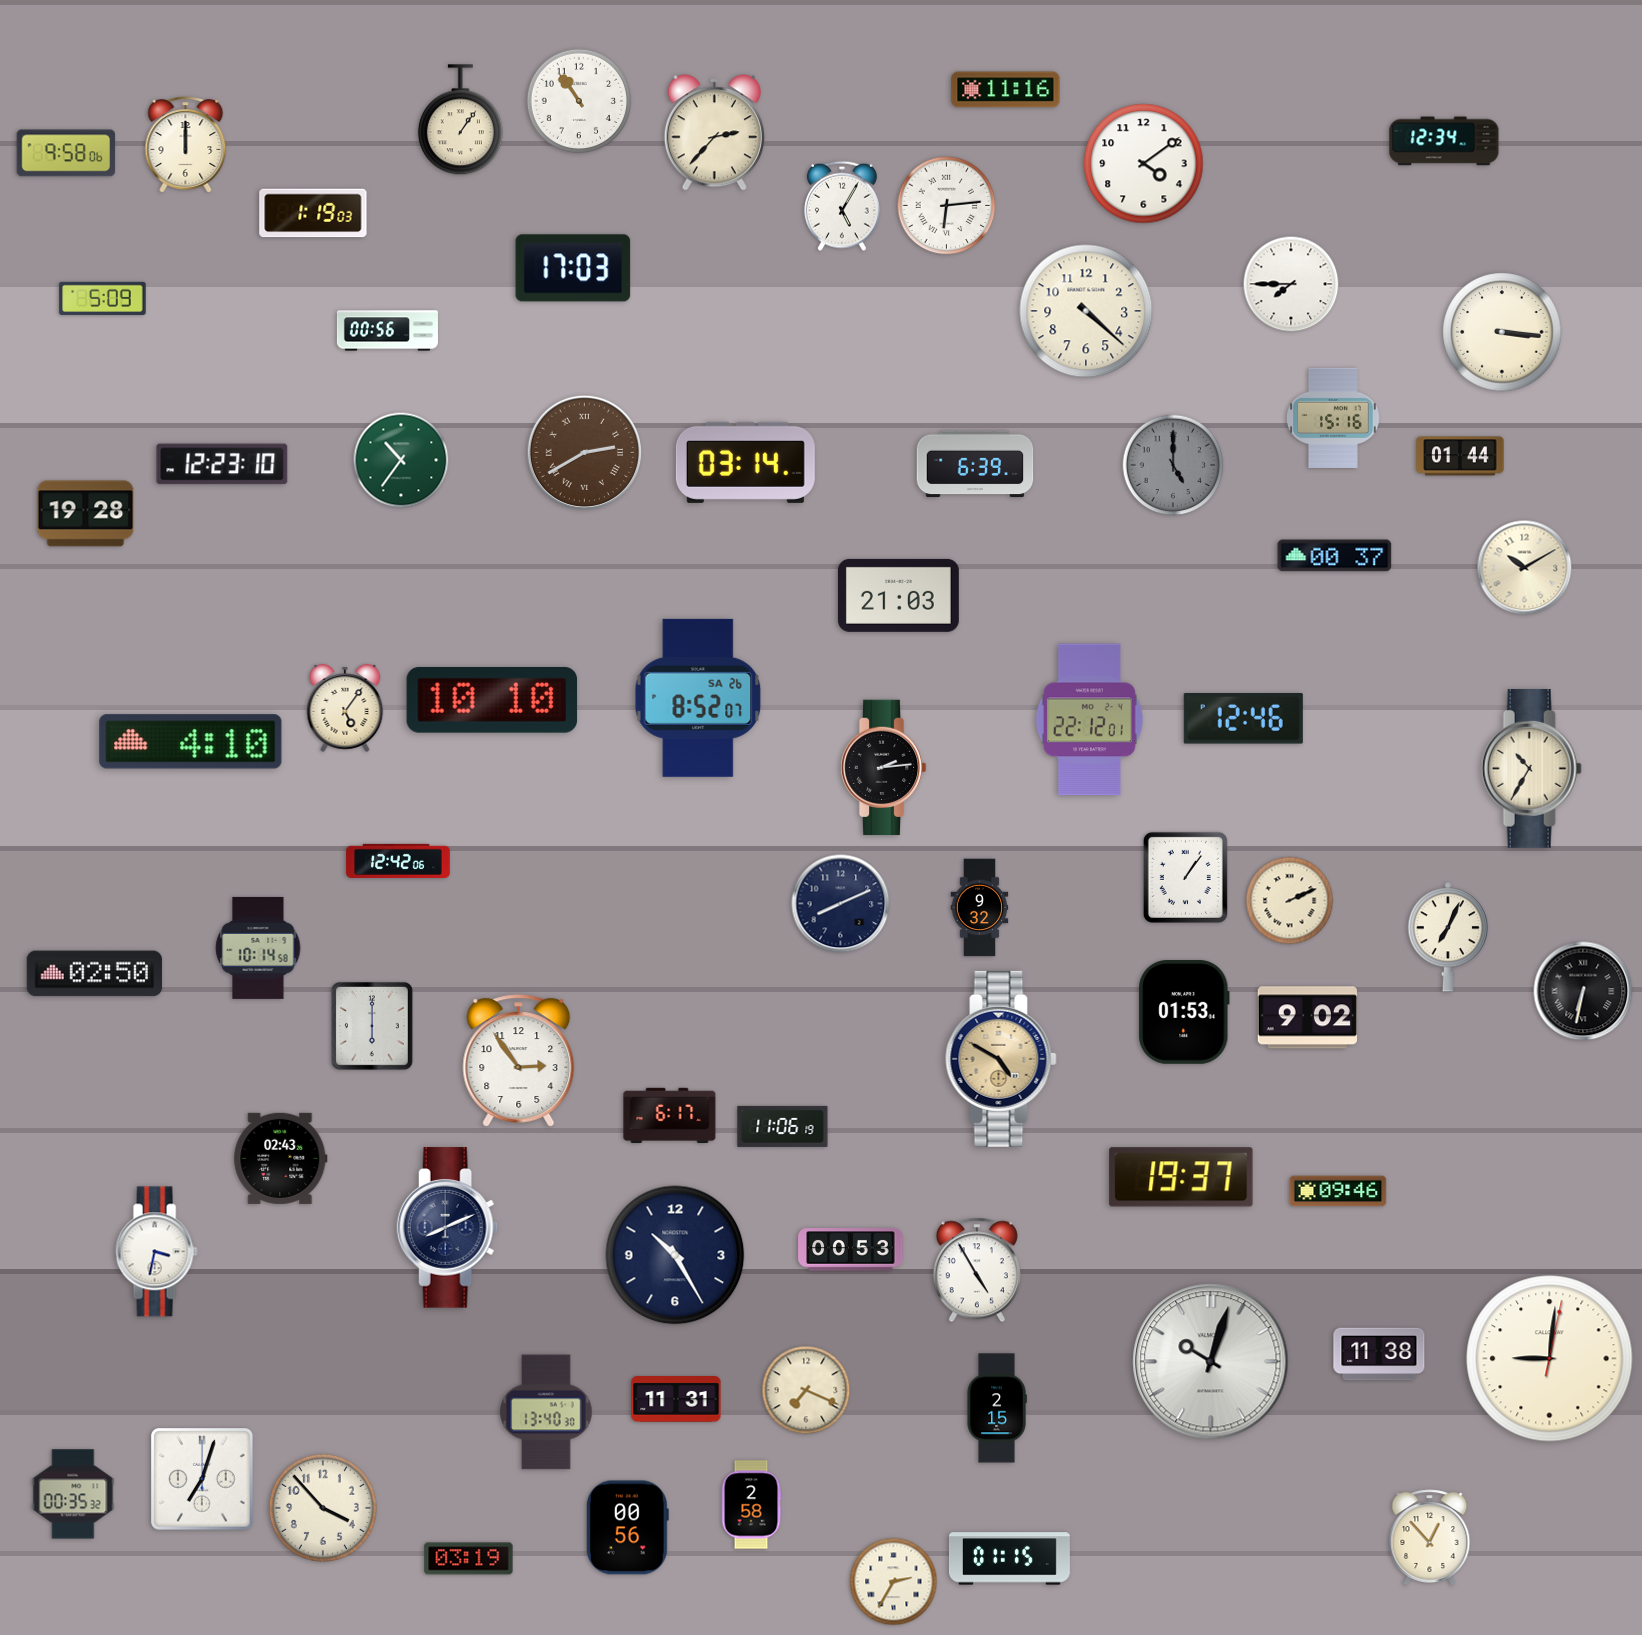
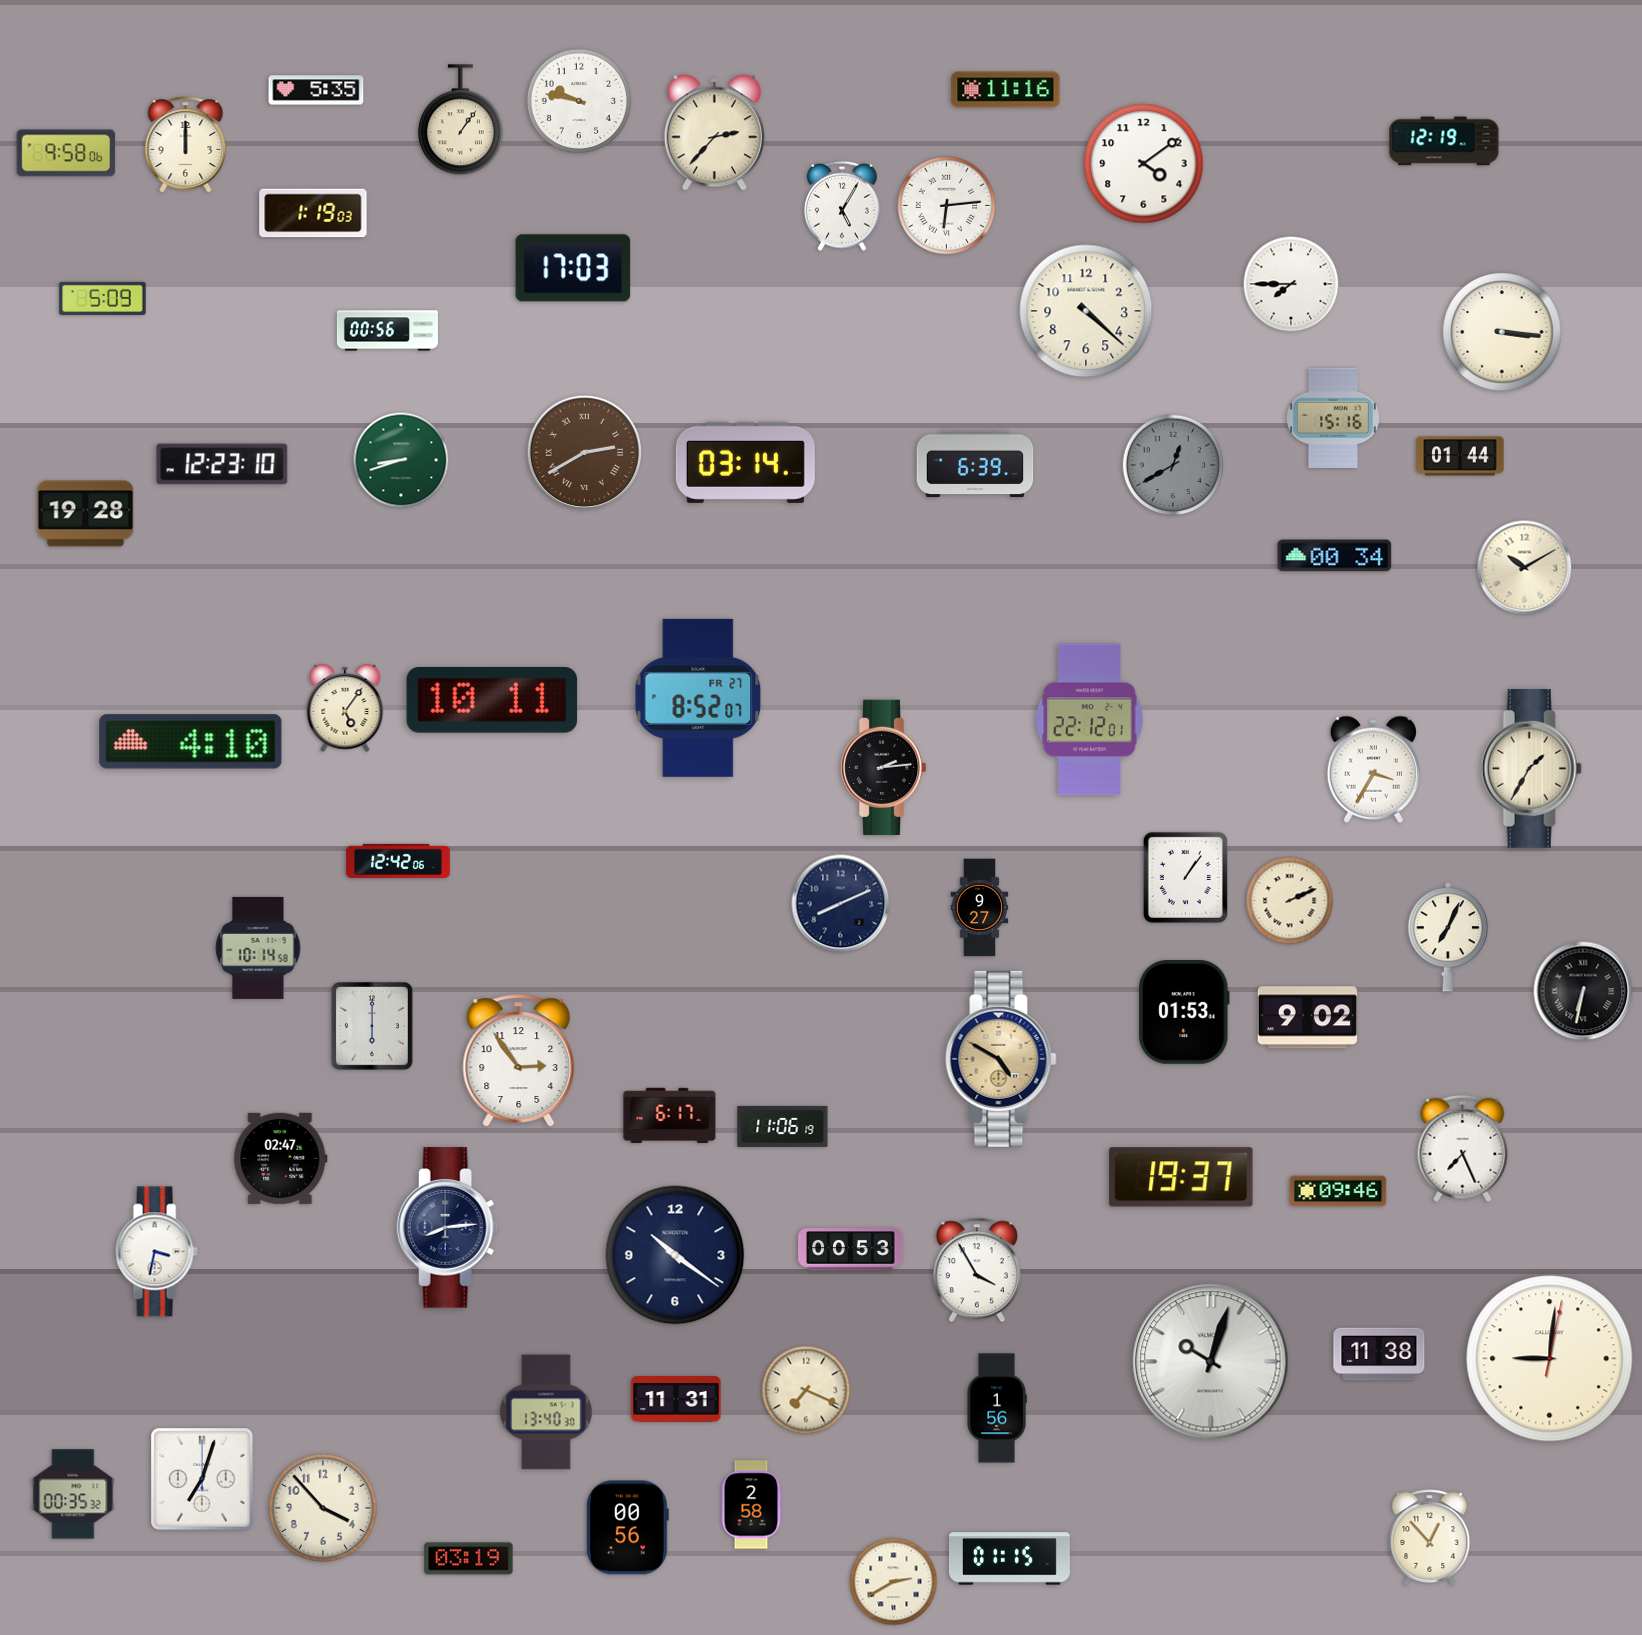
clock at (316, 90): none -> 5:35
clock at (578, 100): 10:54 -> 9:47
clock at (1444, 141): 12:34 -> 12:19
clock at (401, 460): 10:36 -> 8:42
clock at (1173, 465): 5:00 -> 12:40
clock at (1335, 556): 00:37 -> 00:34
clock at (898, 595): 21:03 -> none
clock at (698, 698) date: SA 26 -> FR 27
clock at (492, 700): 10:10 -> 10:11
clock at (1243, 719): 12:46 -> none
clock at (1531, 768): 10:35 -> 1:35
clock at (1373, 769): none -> 3:35
clock at (980, 908): 9:32 -> 9:27
clock at (95, 974): 02:50 -> none
clock at (1463, 1149): none -> 7:26
clock at (281, 1158): 02:43 -> 02:47
clock at (448, 1228): 8:11 -> 8:14
clock at (675, 1255): 10:25 -> 10:21
clock at (977, 1270): 4:55 -> 3:55
clock at (997, 1408): 2:15 -> 1:56
clock at (894, 1582): 2:35 -> 2:40
